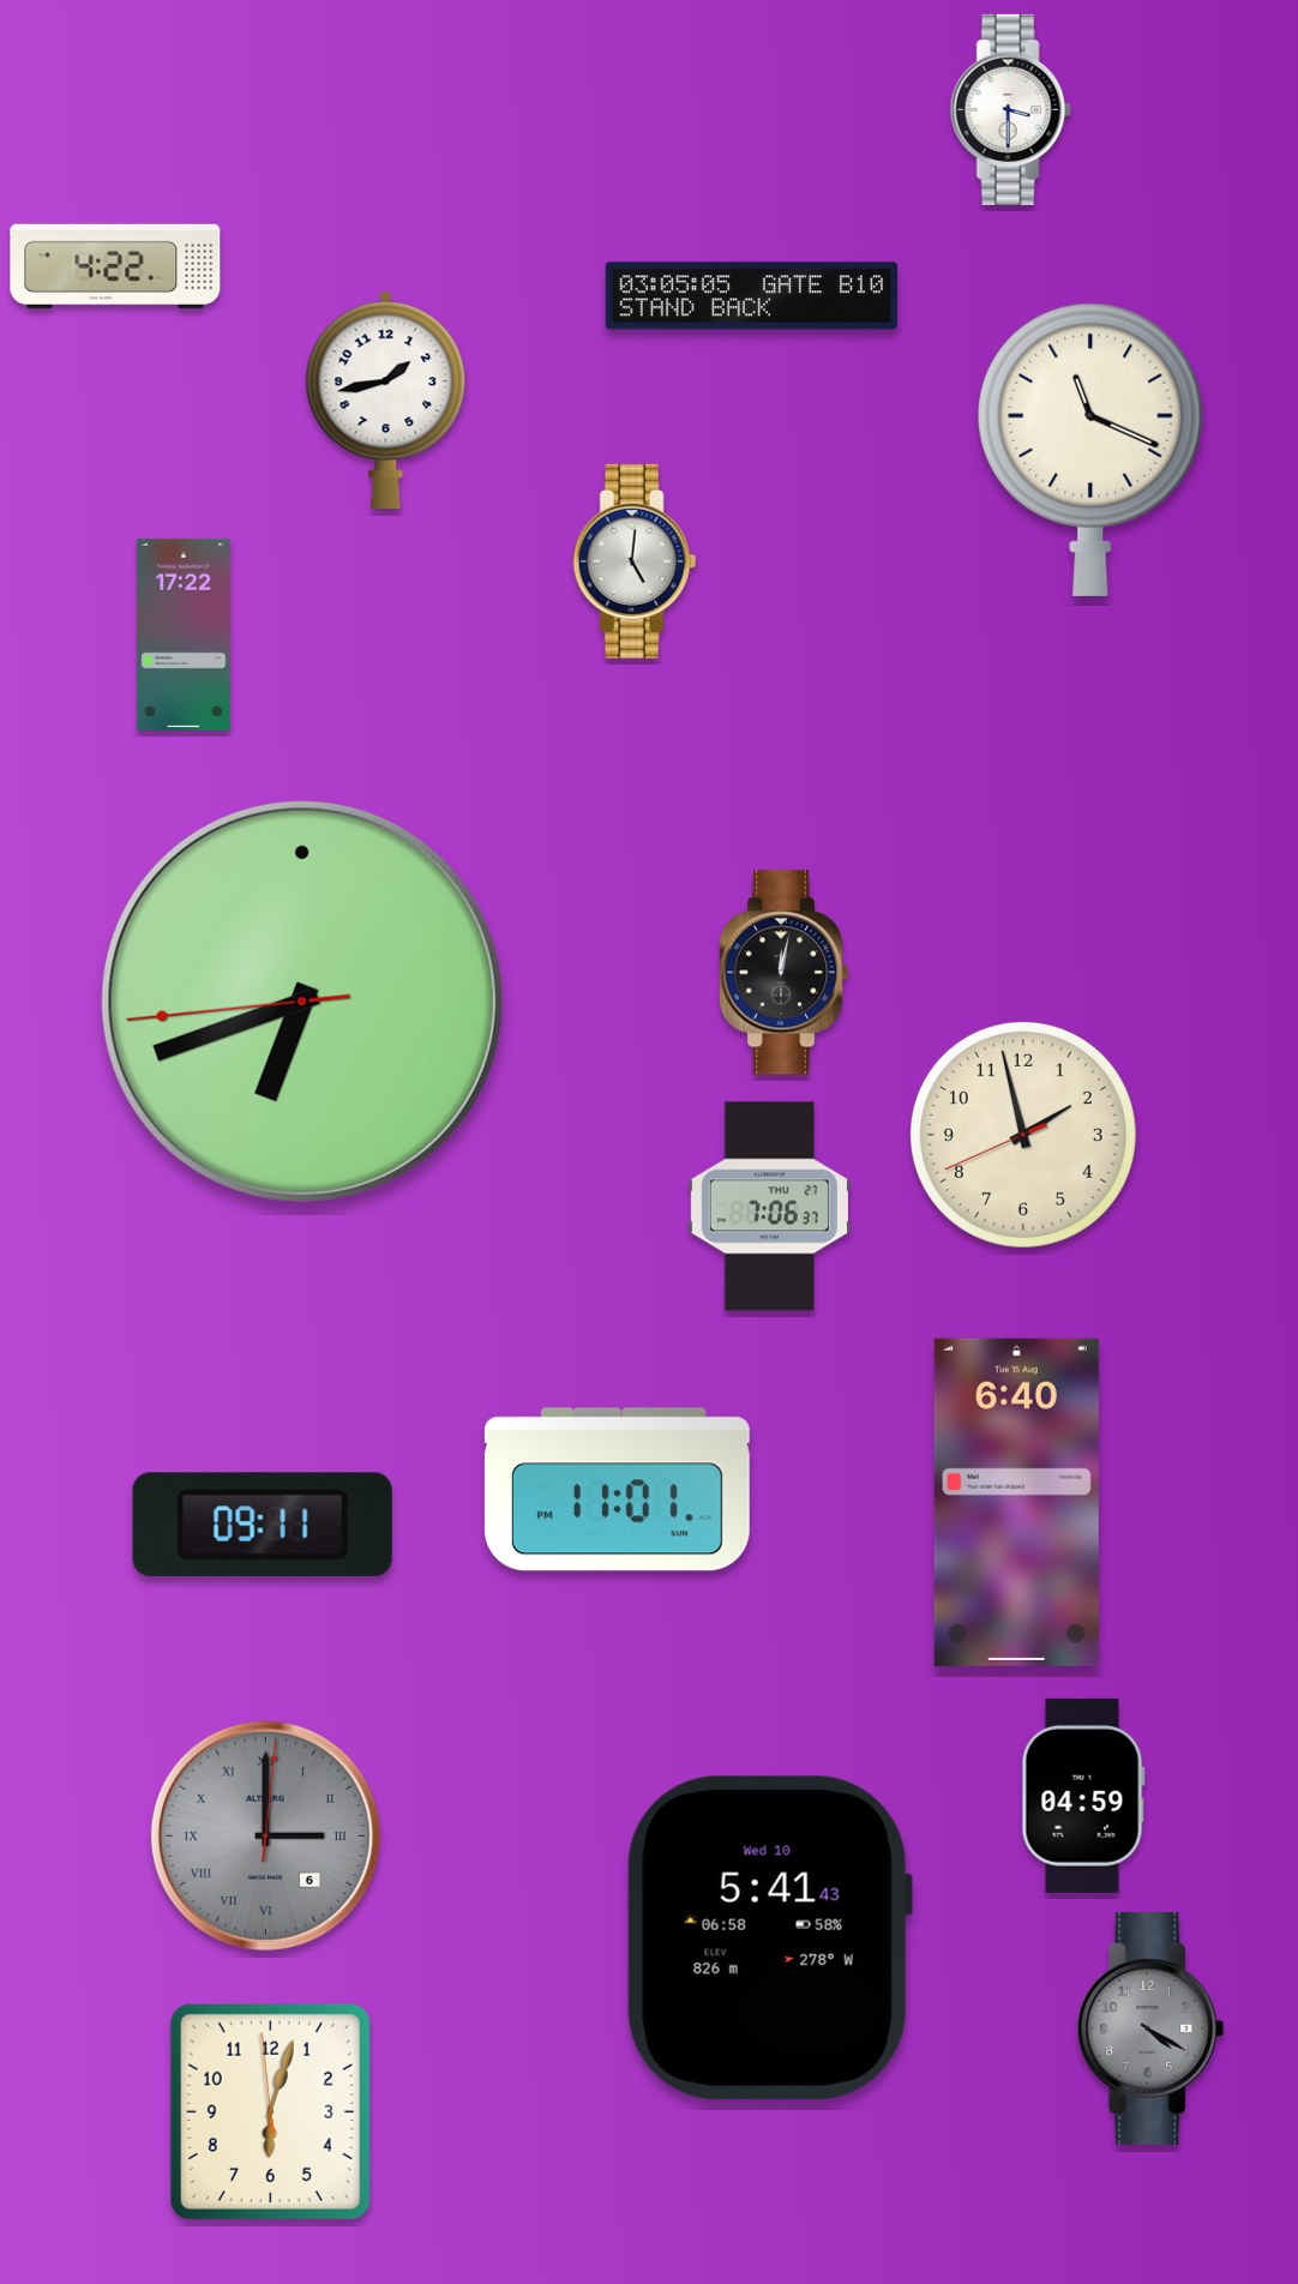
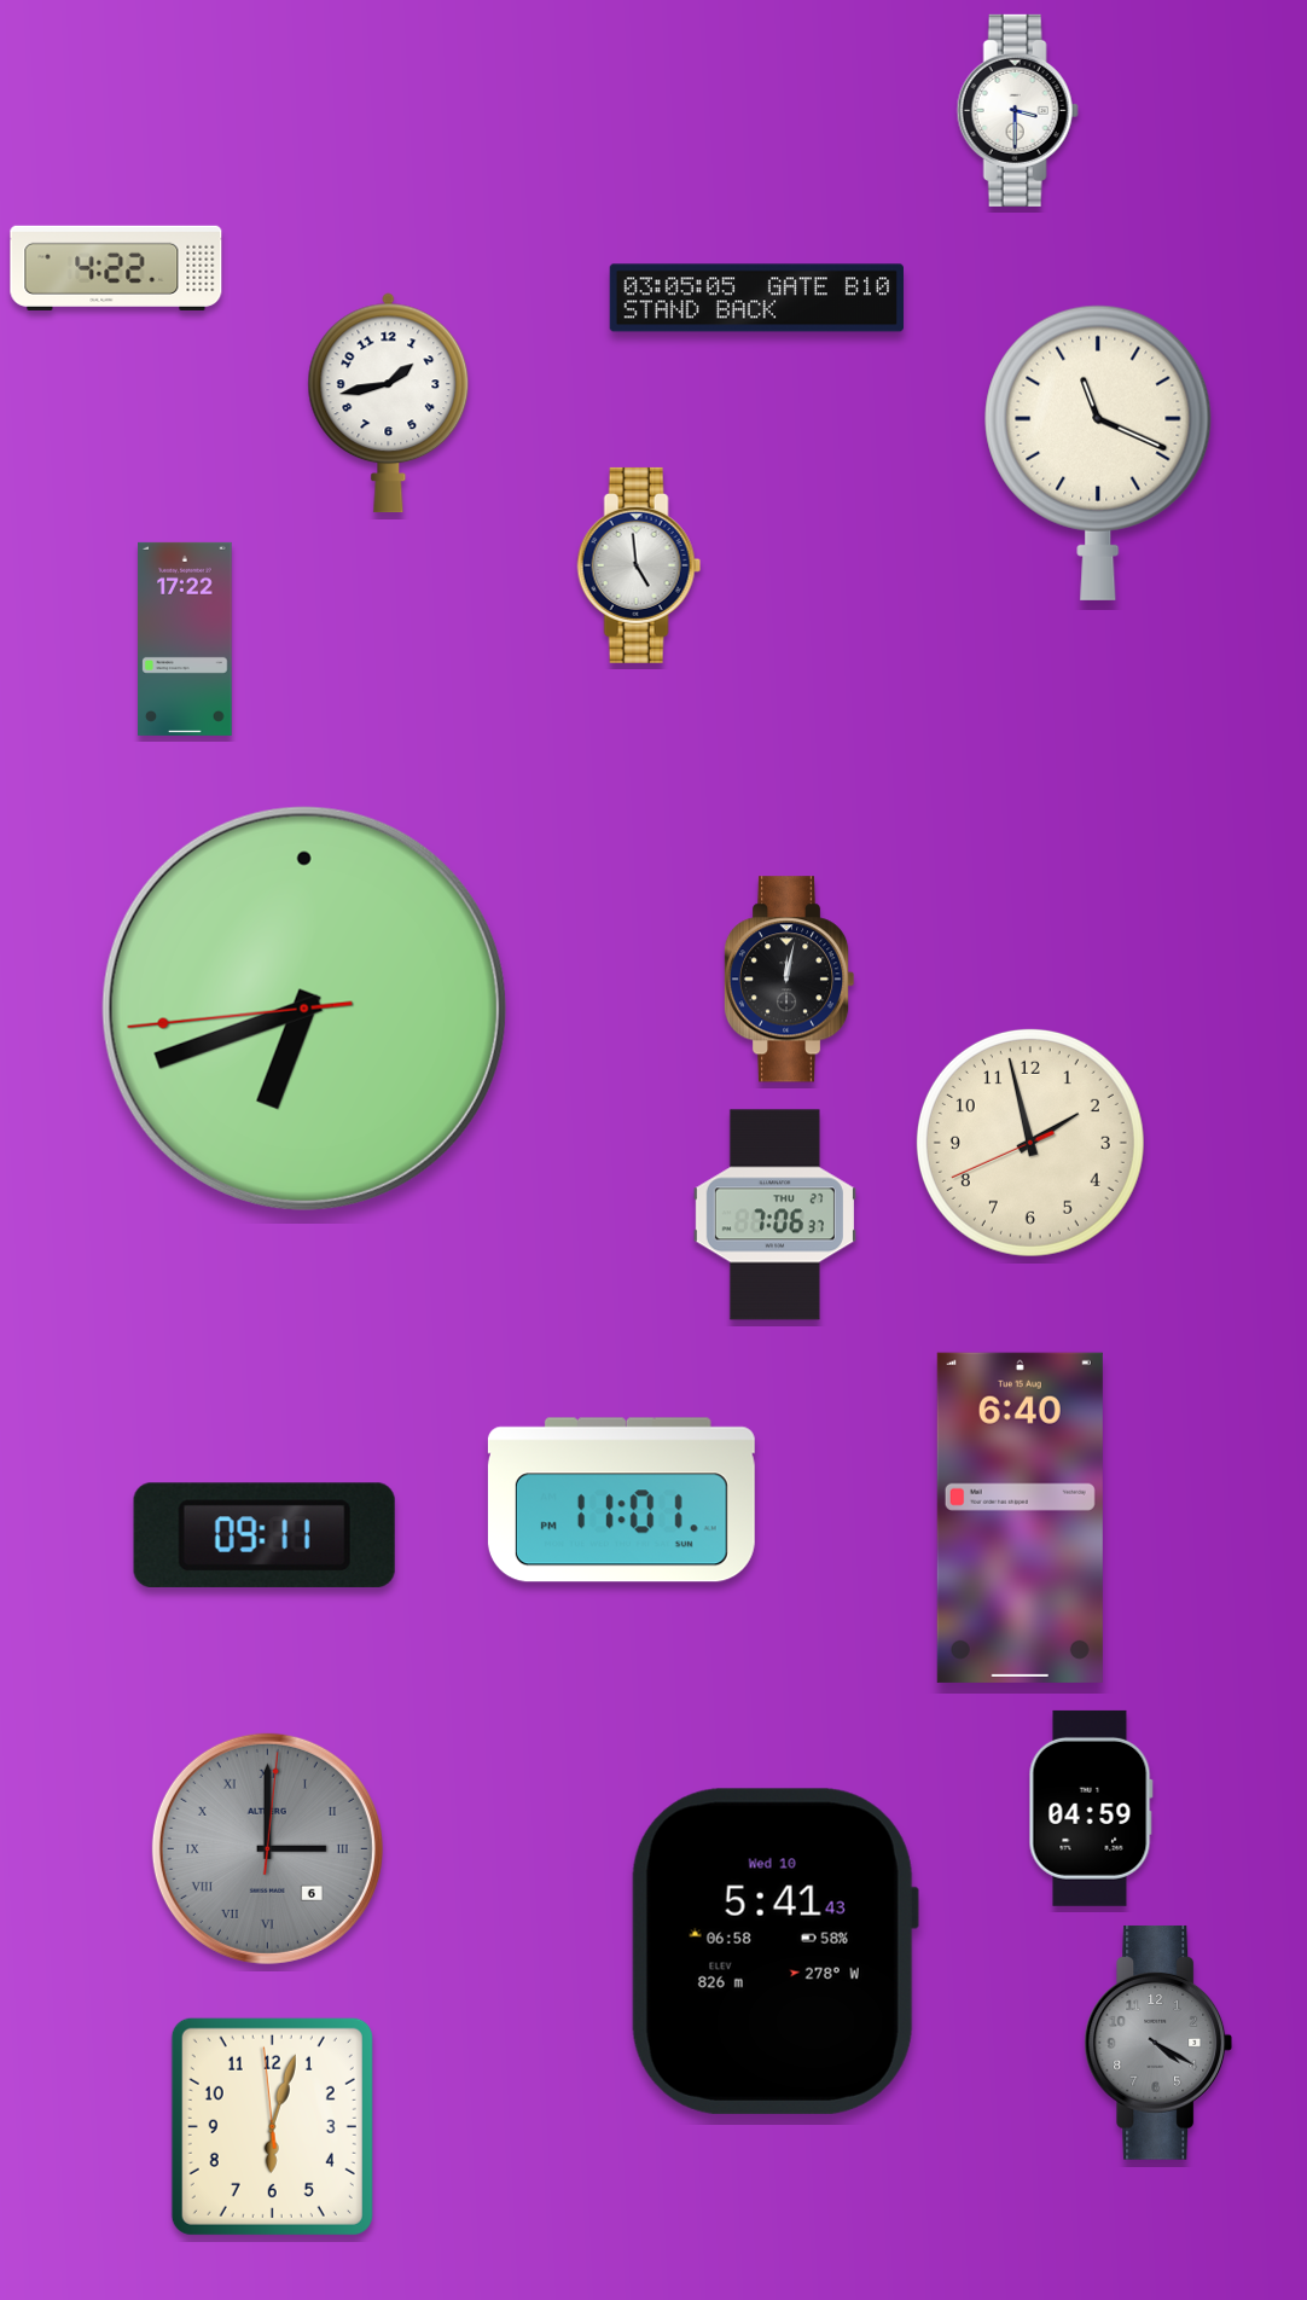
clock at (635, 561): 5:01 -> 4:59
clock at (1016, 1502) position: (1016, 1502) -> (1020, 1517)
